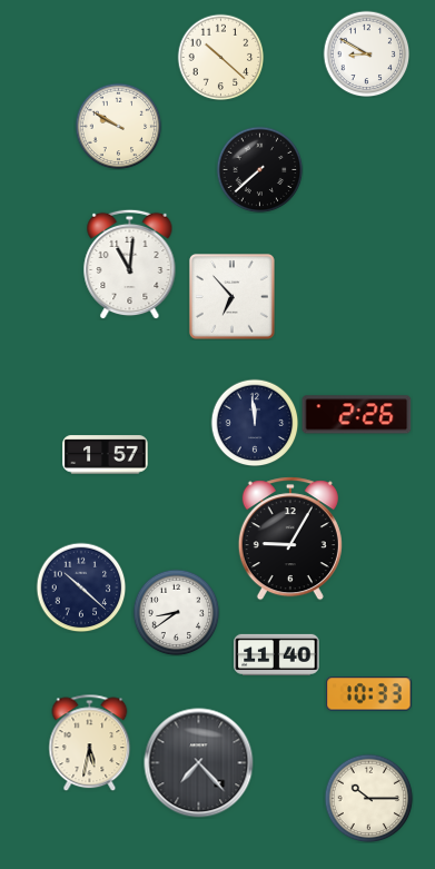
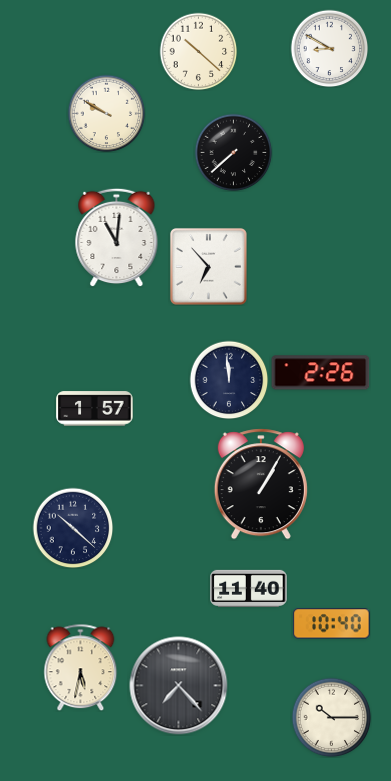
clock at (290, 539): 9:05 -> 1:05
clock at (176, 612): 8:39 -> none
clock at (369, 694): 10:33 -> 10:40
